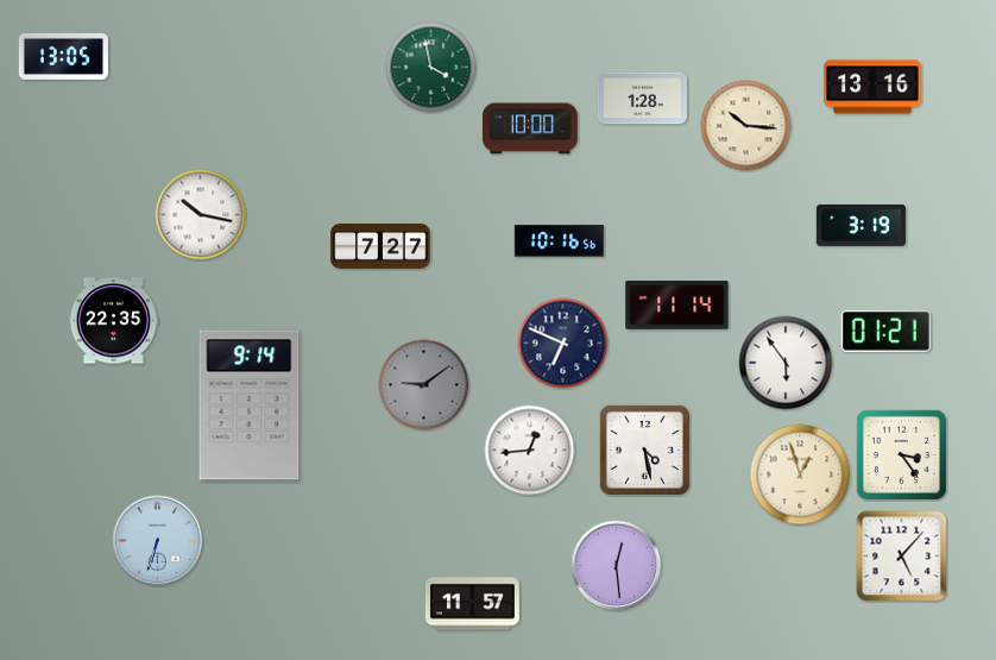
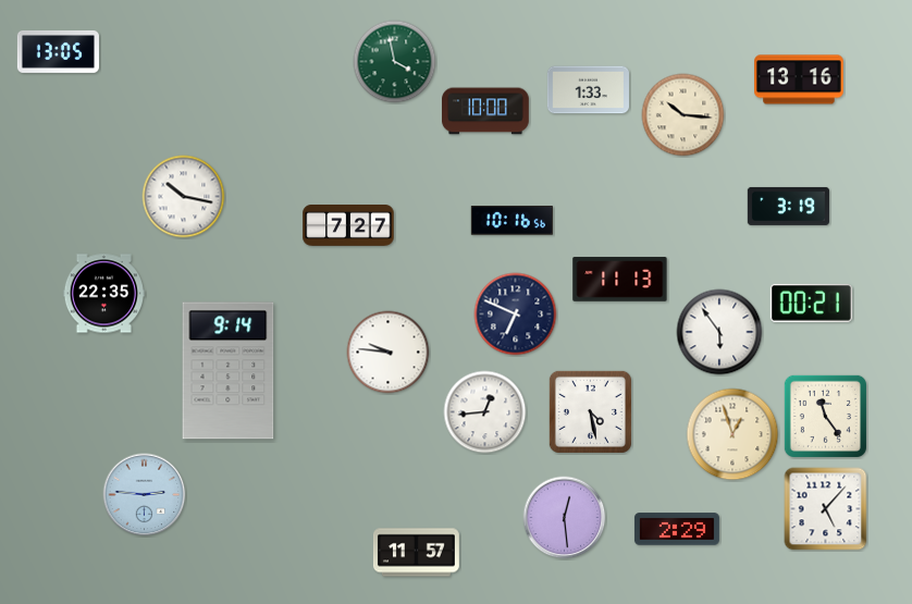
clock at (642, 99): 1:28 -> 1:33
clock at (531, 128) position: (531, 128) -> (486, 111)
clock at (677, 306): 11:14 -> 11:13
clock at (885, 331): 01:21 -> 00:21
clock at (424, 385): 9:09 -> 9:46
clock at (424, 385) dial: grey -> white
clock at (901, 454): 3:24 -> 11:24
clock at (158, 541): 6:33 -> 2:46
clock at (677, 529): none -> 2:29
clock at (473, 604) position: (473, 604) -> (417, 553)
